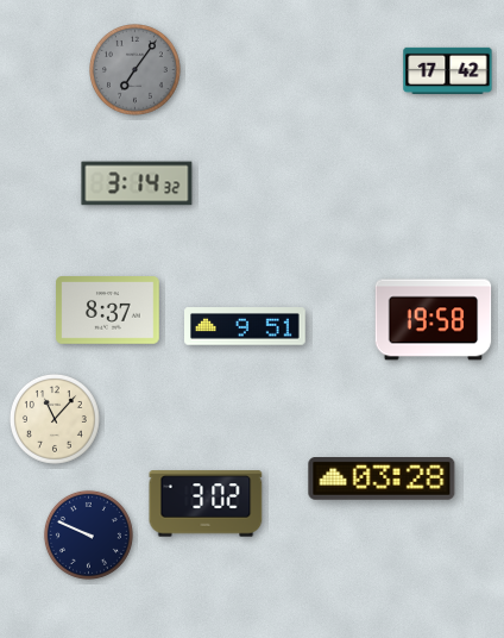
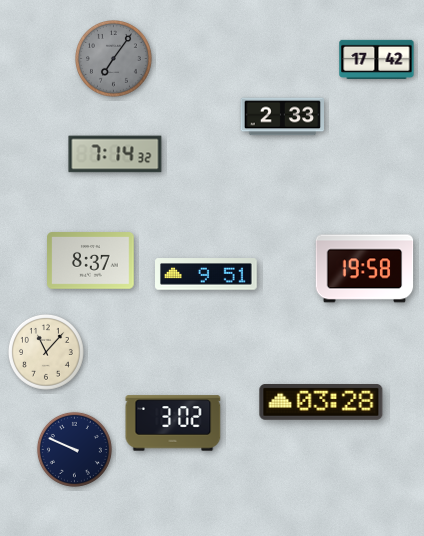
clock at (283, 117): none -> 2:33
clock at (137, 183): 3:14 -> 7:14
